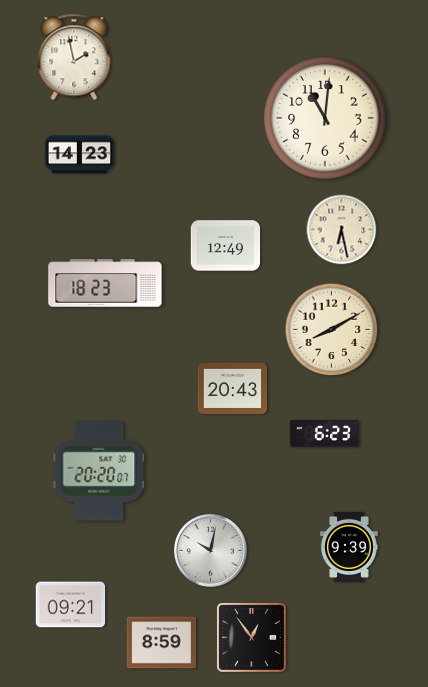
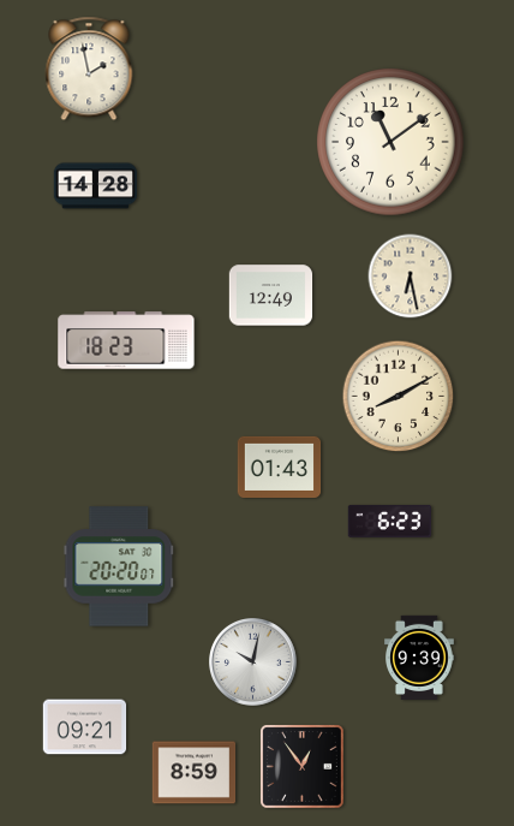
clock at (325, 118): 11:01 -> 11:09
clock at (80, 155): 14:23 -> 14:28
clock at (233, 388): 20:43 -> 01:43
